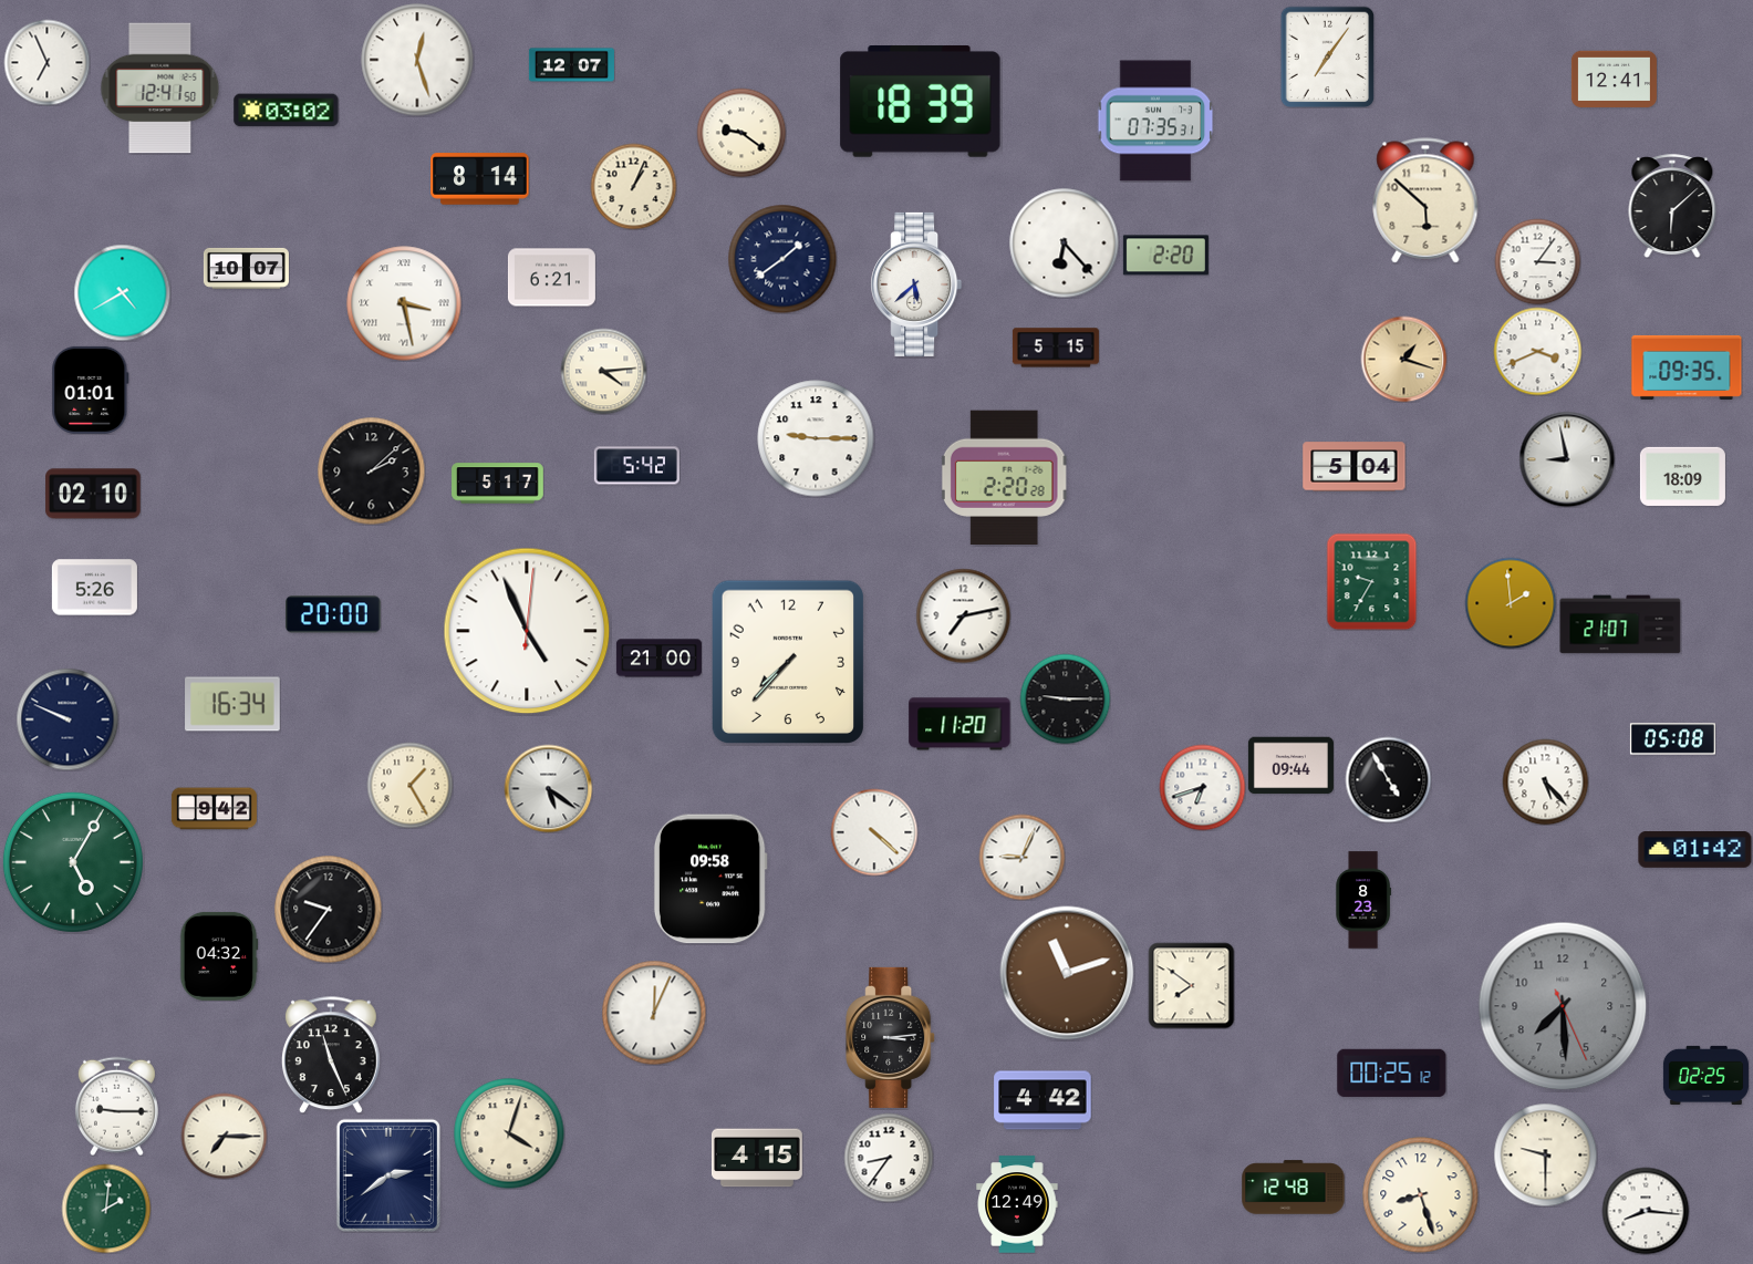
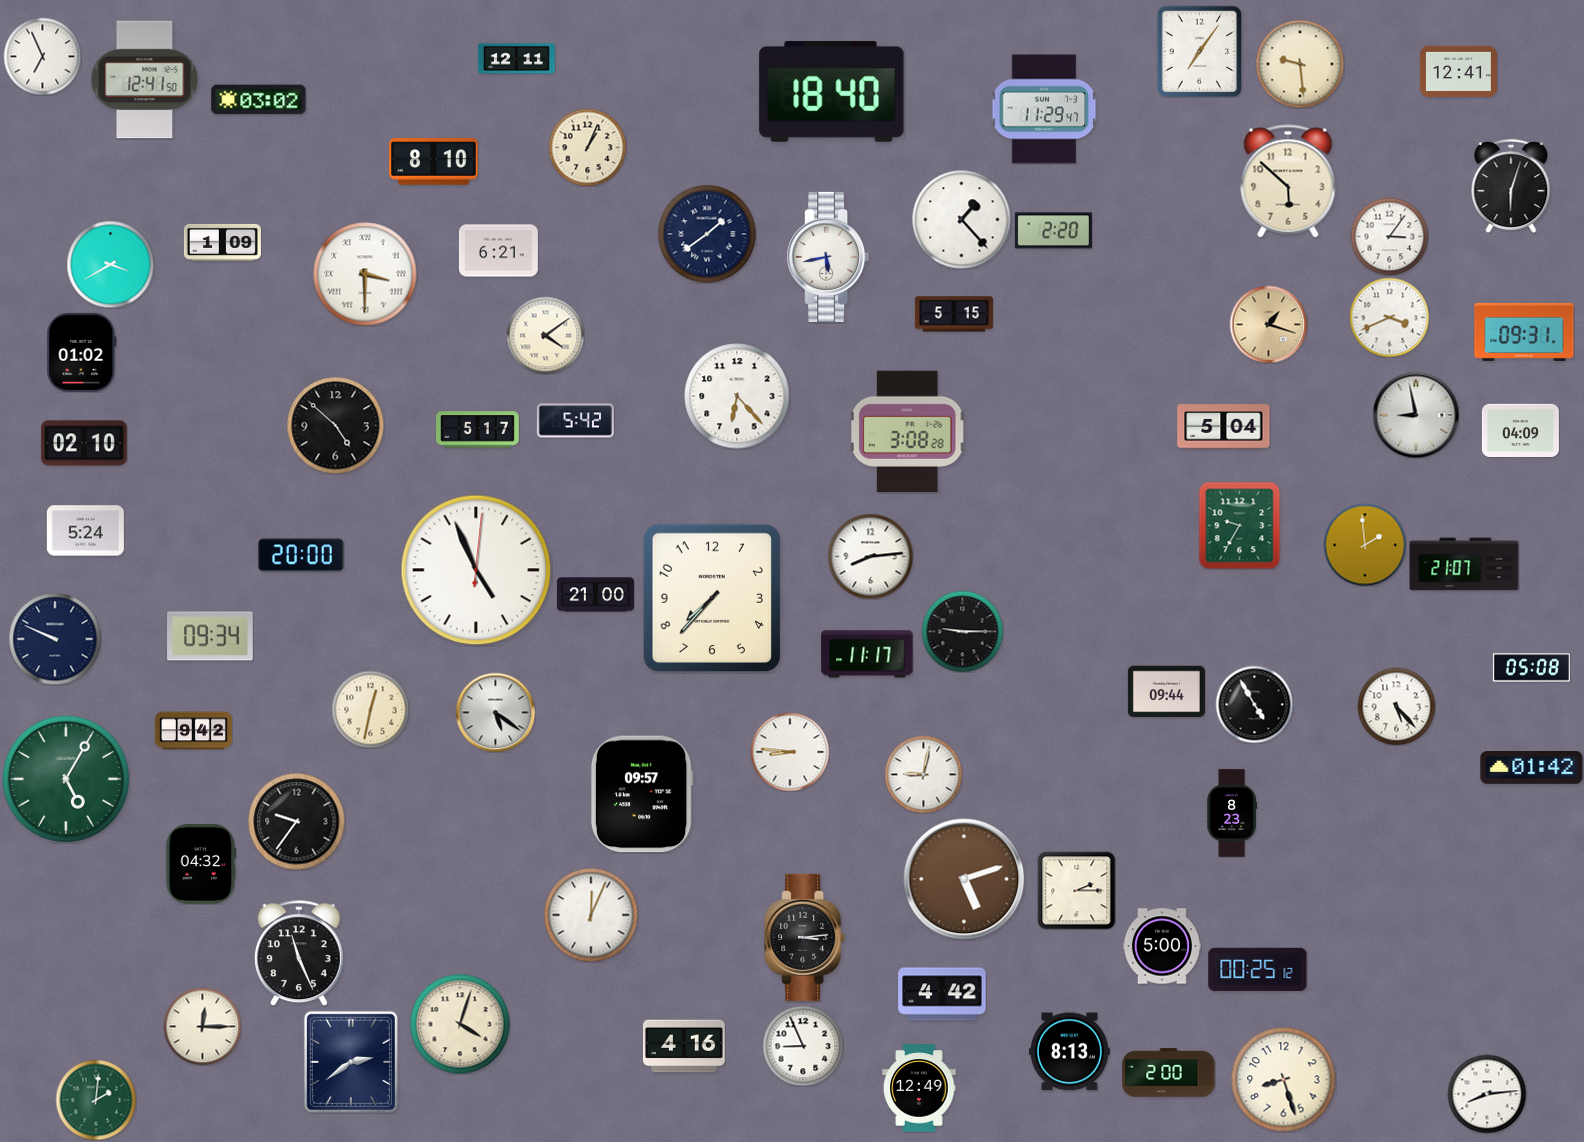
clock at (417, 60): 12:27 -> none
clock at (571, 65): 12:07 -> 12:11
clock at (1300, 64): none -> 9:29
clock at (921, 102): 18:39 -> 18:40
clock at (1155, 121): 07:35 -> 11:29
clock at (741, 133): 9:21 -> none
clock at (480, 179): 8:14 -> 8:10
clock at (633, 186) position: (633, 186) -> (587, 147)
clock at (1672, 206): 6:08 -> 6:03
clock at (1065, 244): 6:23 -> 1:23
clock at (246, 268): 10:07 -> 1:09
clock at (916, 284): 5:38 -> 5:43
clock at (122, 292): 4:40 -> 3:40
clock at (404, 303): 3:28 -> 3:30
clock at (1687, 367): 09:35 -> 09:31
clock at (603, 371): 4:14 -> 4:09
clock at (91, 390): 01:01 -> 01:02
clock at (816, 438): 9:15 -> 6:23
clock at (1355, 467) position: (1355, 467) -> (1224, 427)
clock at (371, 470): 2:08 -> 4:52
clock at (1682, 476): 18:09 -> 04:09
clock at (1004, 477): 2:20 -> 3:08
clock at (498, 484) position: (498, 484) -> (478, 430)
clock at (93, 494) position: (93, 494) -> (84, 443)
clock at (94, 588): 5:26 -> 5:24
clock at (963, 615): 7:13 -> 8:14
clock at (232, 704): 16:34 -> 09:34
clock at (68, 719) position: (68, 719) -> (55, 639)
clock at (960, 724): 11:20 -> 11:17
clock at (1672, 739) position: (1672, 739) -> (1531, 668)
clock at (409, 785): 1:25 -> 12:32
clock at (1202, 787): 6:42 -> none
clock at (874, 832): 4:22 -> 8:46
clock at (1021, 857): 9:04 -> 9:02
clock at (710, 879): 09:58 -> 09:57
clock at (219, 956) position: (219, 956) -> (201, 864)
clock at (1067, 973): 11:12 -> 5:12
clock at (1191, 985): 7:51 -> 2:15
clock at (1563, 1006): 7:29 -> none
clock at (1162, 946): none -> 5:00
clock at (1705, 1075): 02:25 -> none
clock at (116, 1106): 9:15 -> none
clock at (224, 1136): 7:15 -> 12:15
clock at (1545, 1154): 9:30 -> none
clock at (757, 1158): 4:15 -> 4:16
clock at (889, 1158): 8:36 -> 8:56
clock at (1069, 1052): none -> 8:13
clock at (1294, 1188): 12:48 -> 2:00
clock at (106, 1209) position: (106, 1209) -> (96, 1100)
clock at (1646, 1211): 8:16 -> 8:14
